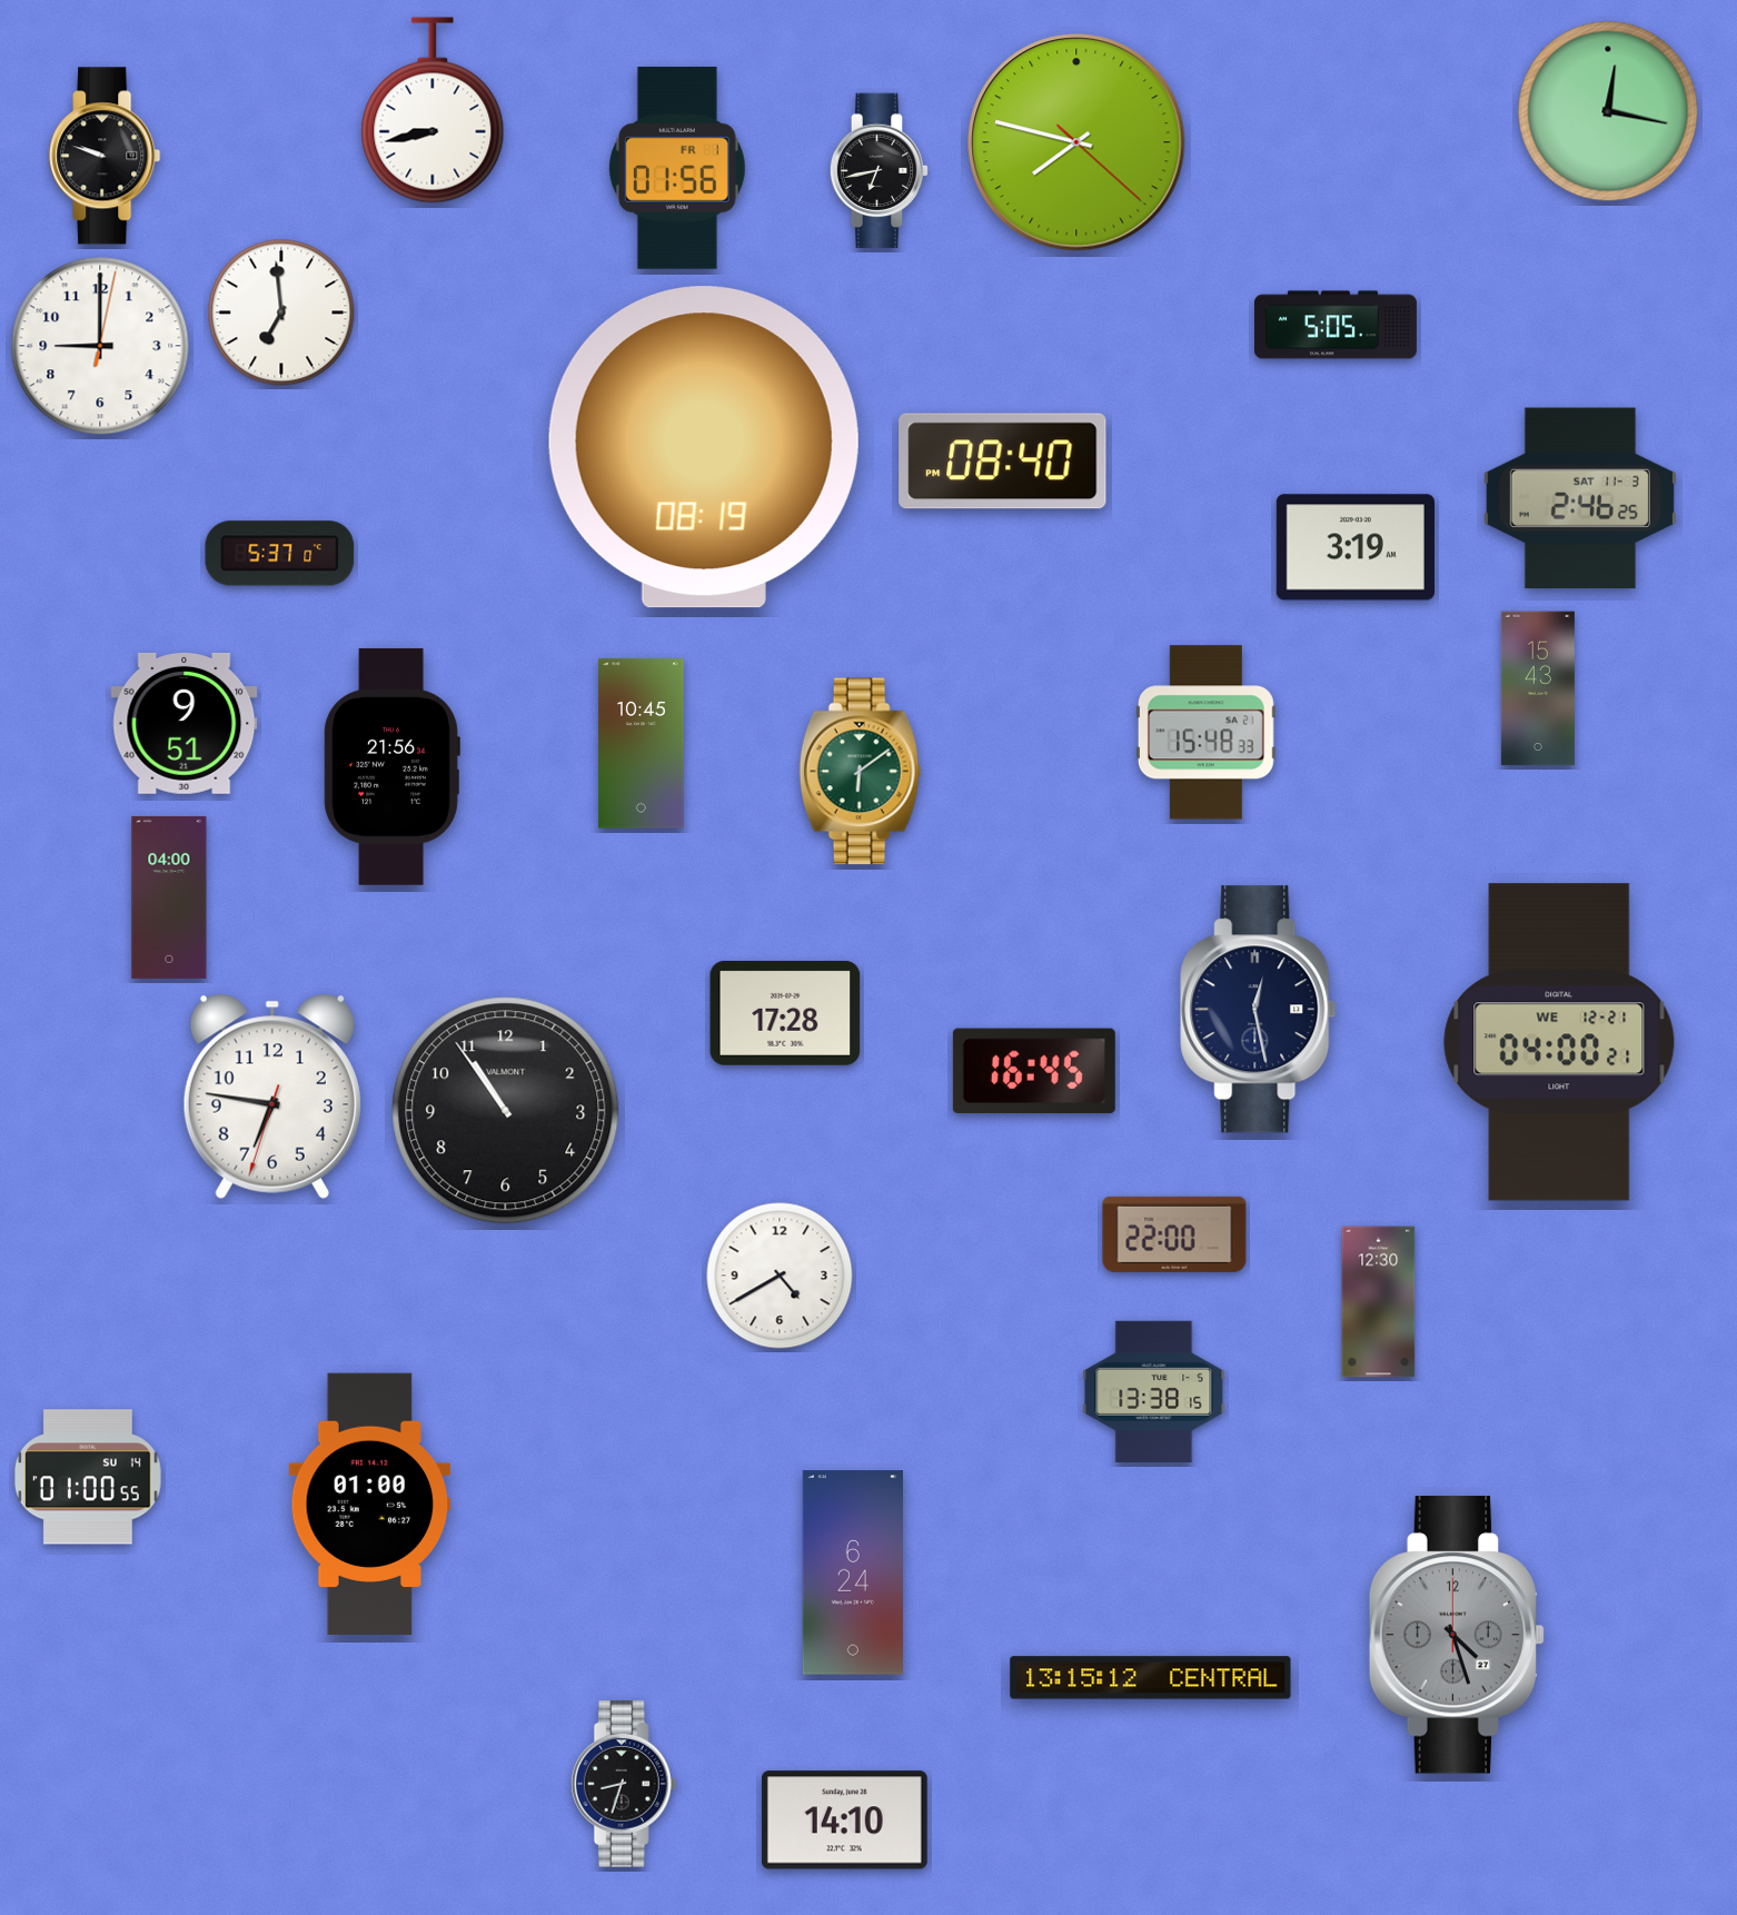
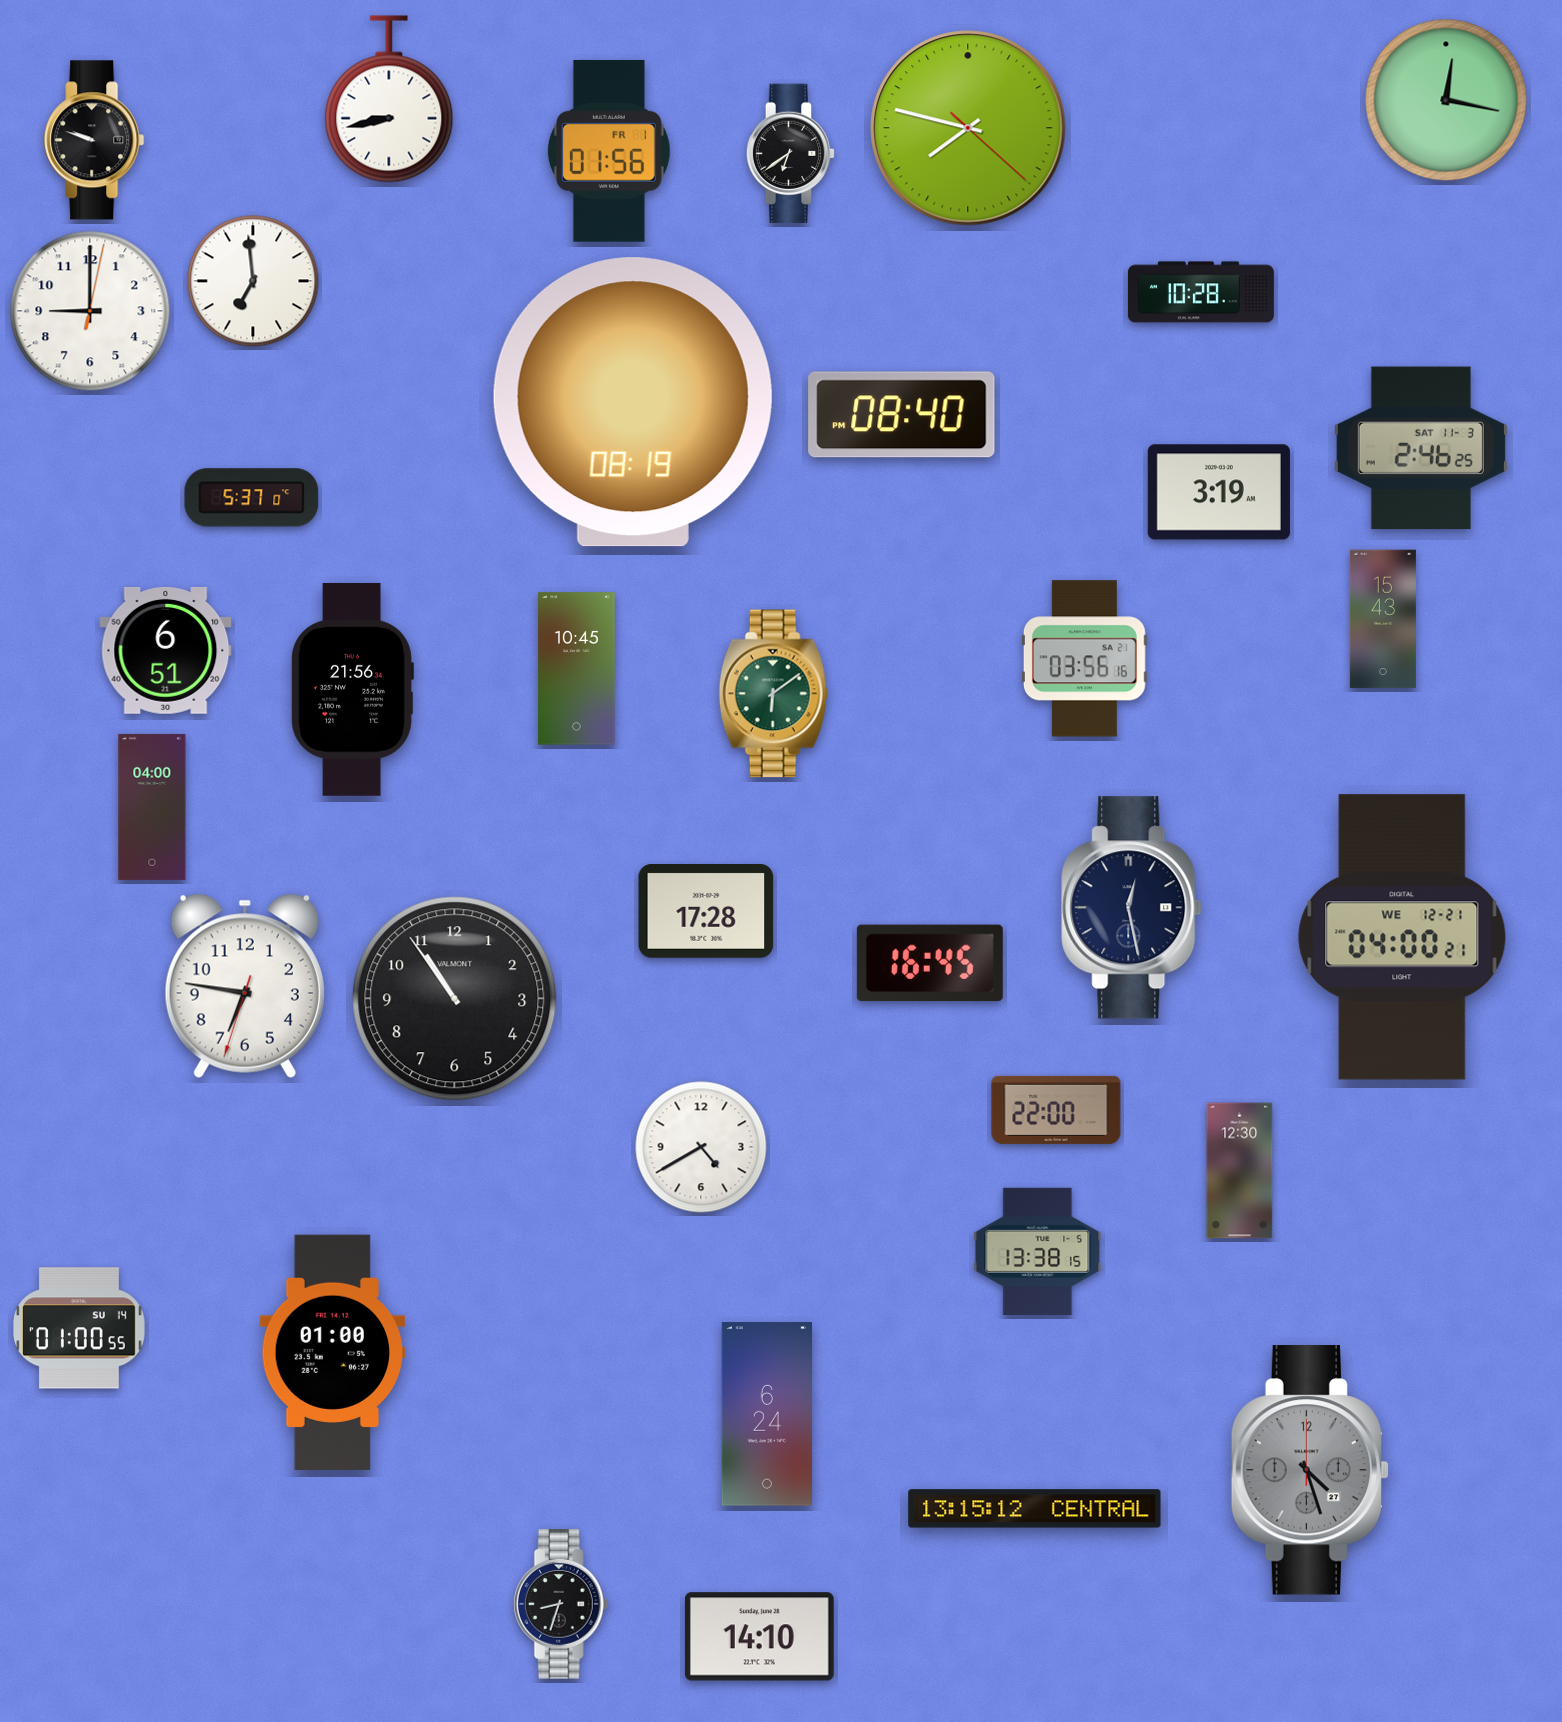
clock at (880, 171): 6:43 -> 6:39
clock at (1336, 325): 5:05 -> 10:28
clock at (185, 723): 9:51 -> 6:51
clock at (1205, 733): 15:48 -> 03:56
